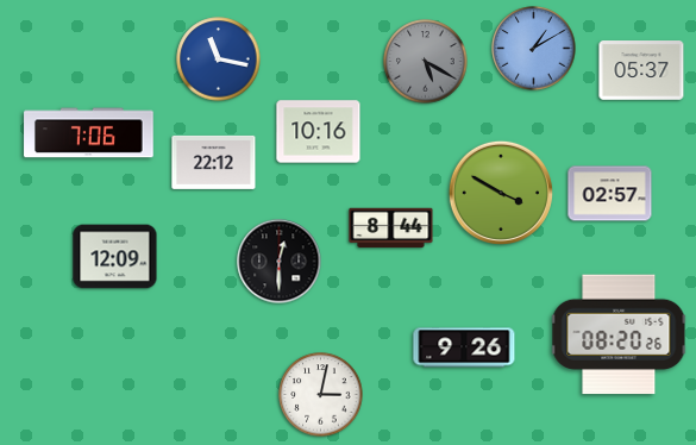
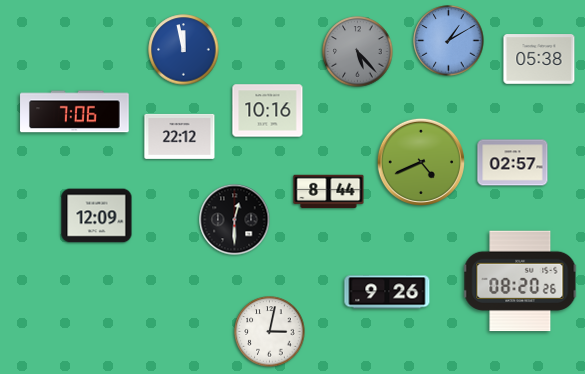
clock at (219, 59): 11:17 -> 11:58
clock at (426, 62): 5:20 -> 5:23
clock at (641, 70): 05:37 -> 05:38
clock at (500, 192): 3:50 -> 4:41
clock at (464, 347) position: (464, 347) -> (387, 292)
